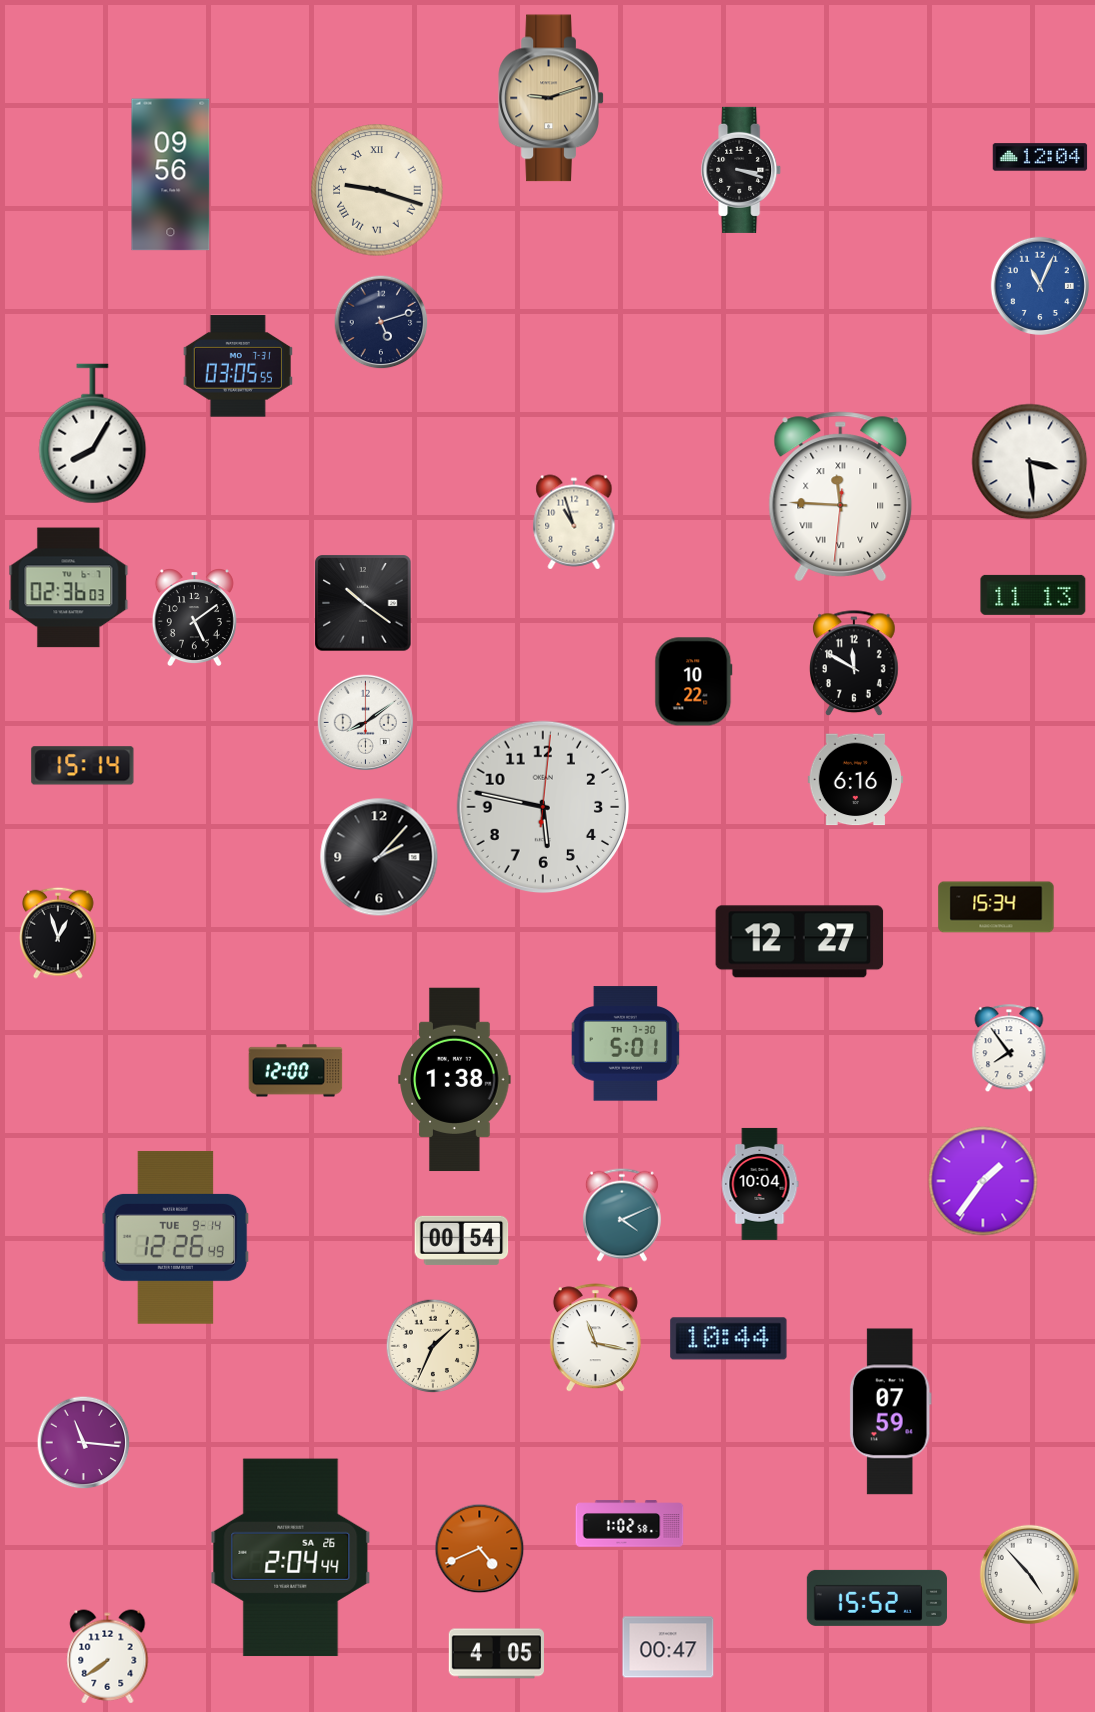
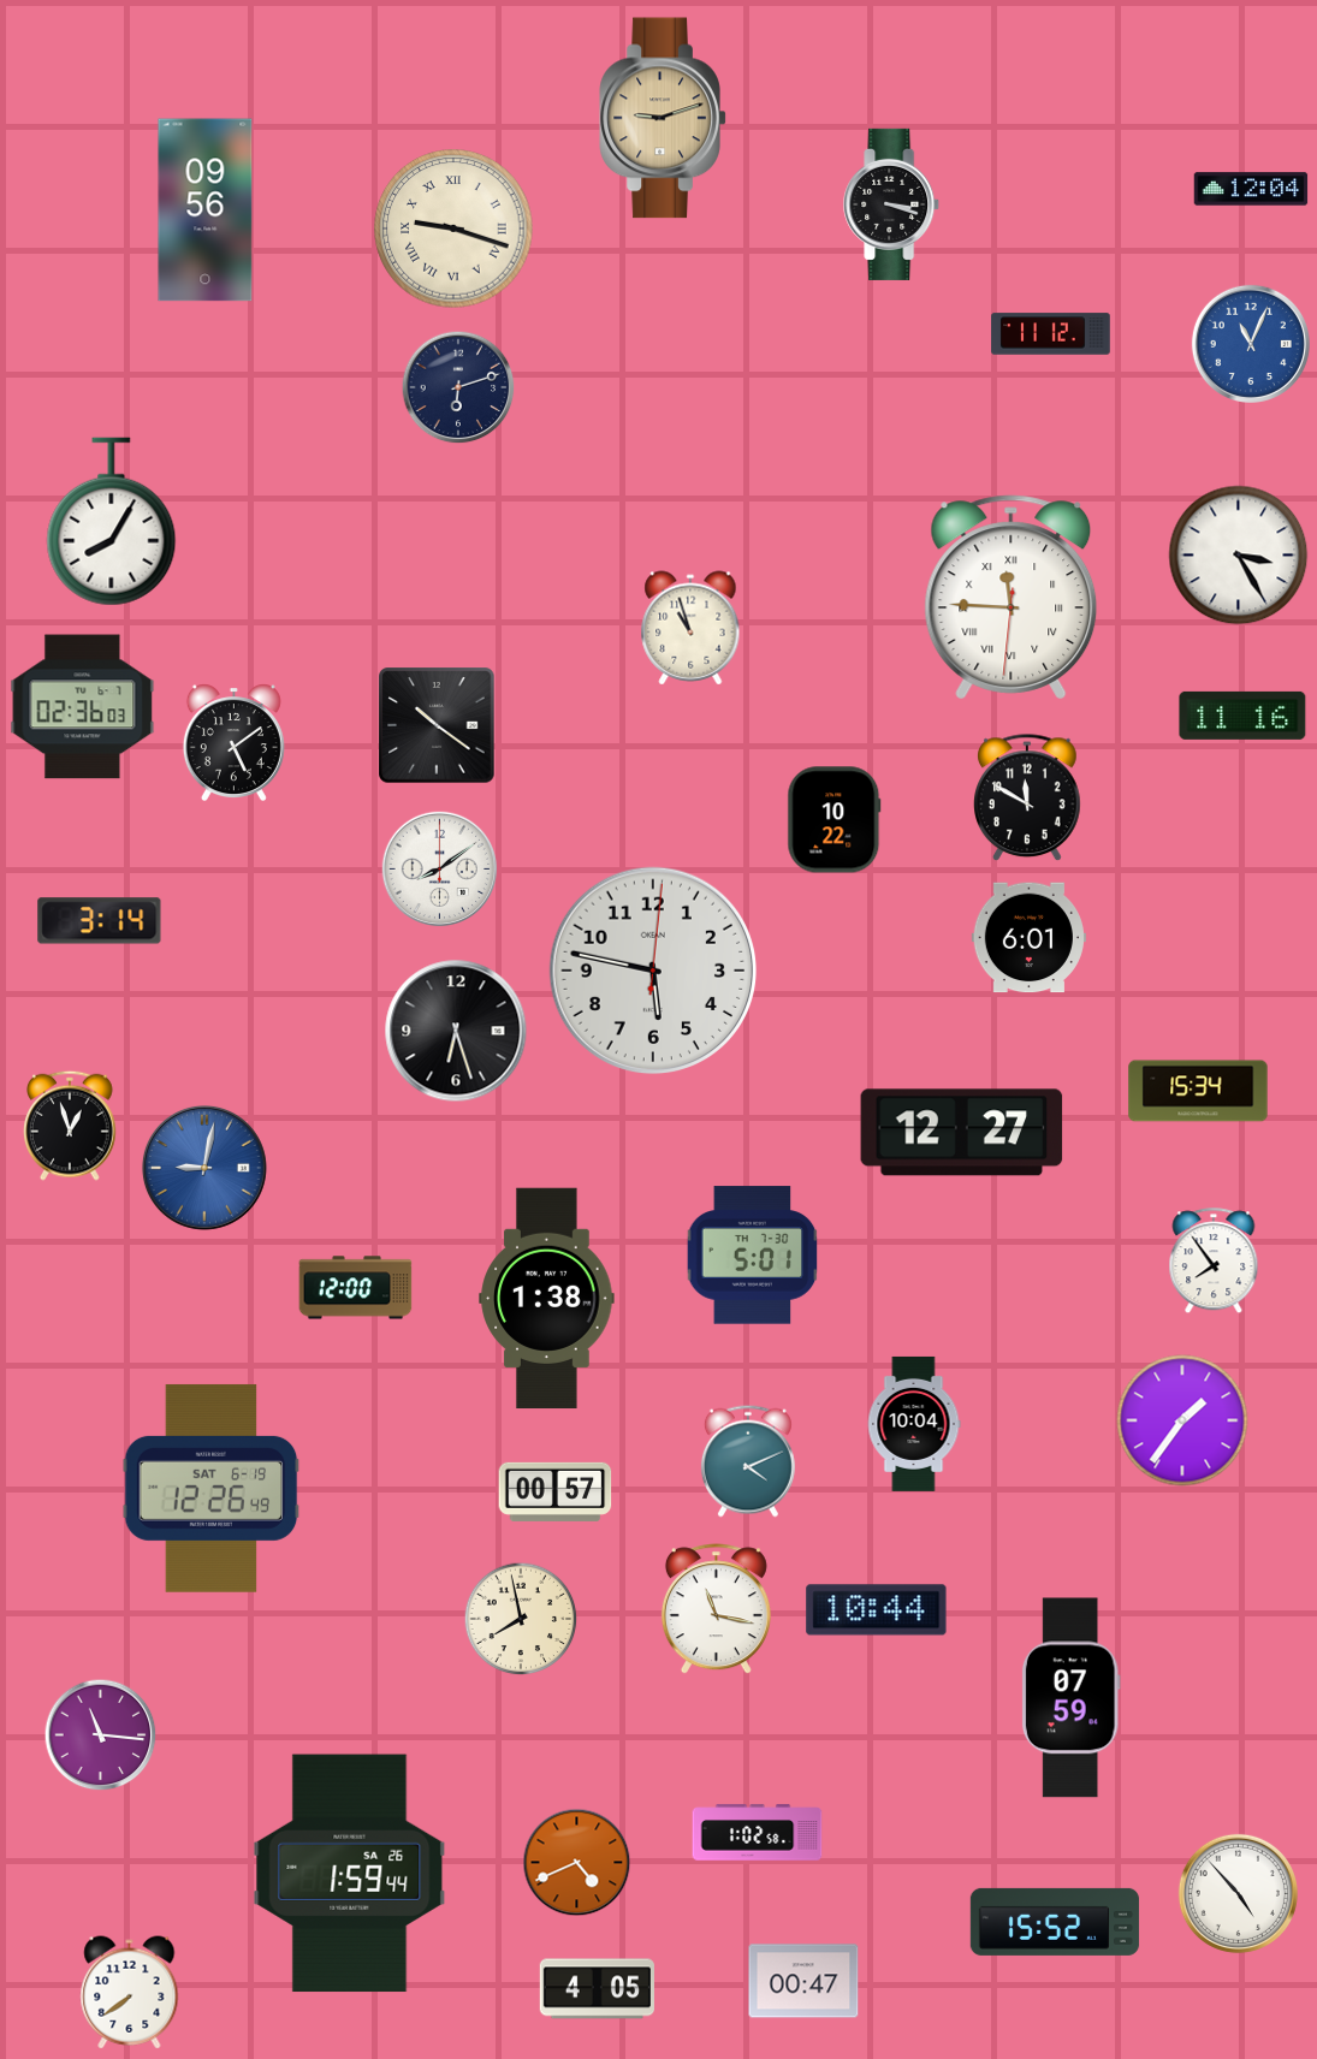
clock at (1051, 334): none -> 11:12
clock at (381, 322): 5:12 -> 6:12
clock at (238, 366): 03:05 -> none
clock at (1030, 462): 3:29 -> 3:25
clock at (1033, 595): 11:13 -> 11:16
clock at (83, 766): 15:14 -> 3:14
clock at (855, 780): 6:16 -> 6:01
clock at (379, 857): 2:07 -> 6:27
clock at (59, 933) position: (59, 933) -> (71, 1126)
clock at (204, 1168): none -> 9:02
clock at (176, 1237) date: TUE 9-14 -> SAT 6-19
clock at (462, 1240): 00:54 -> 00:57
clock at (433, 1346): 1:34 -> 7:58
clock at (291, 1558): 2:04 -> 1:59
